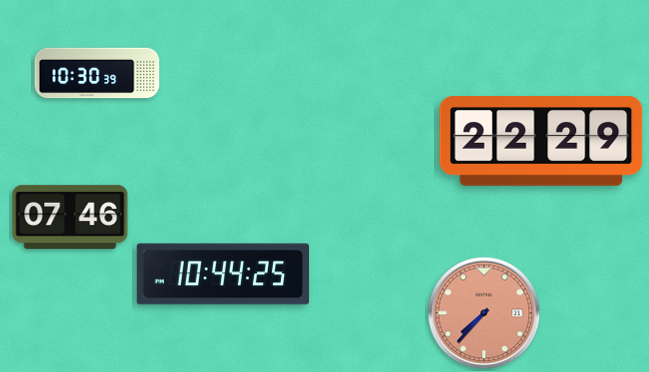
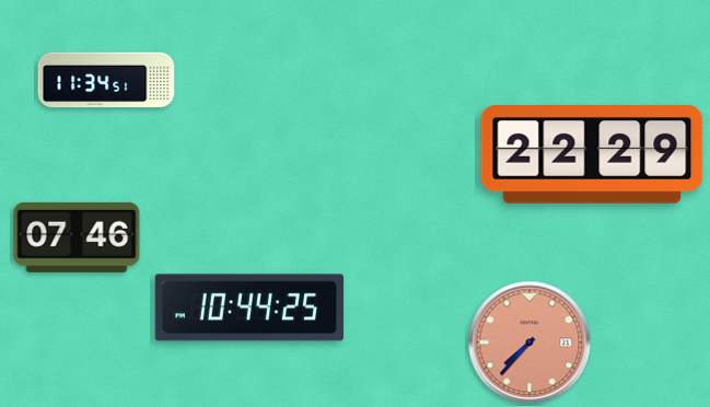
clock at (97, 73): 10:30 -> 11:34
clock at (222, 274) position: (222, 274) -> (248, 307)
